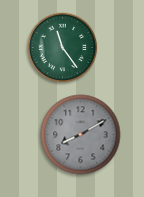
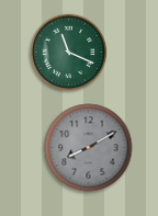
clock at (63, 48): 11:24 -> 11:19
